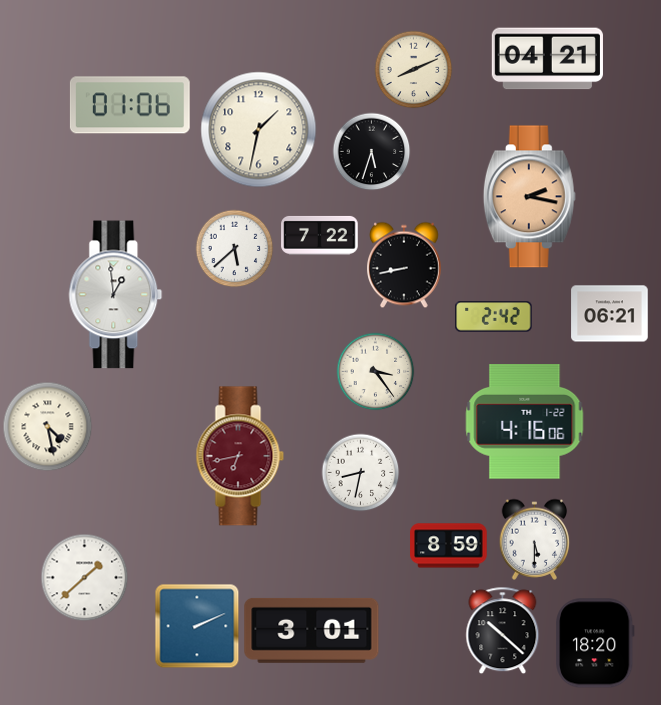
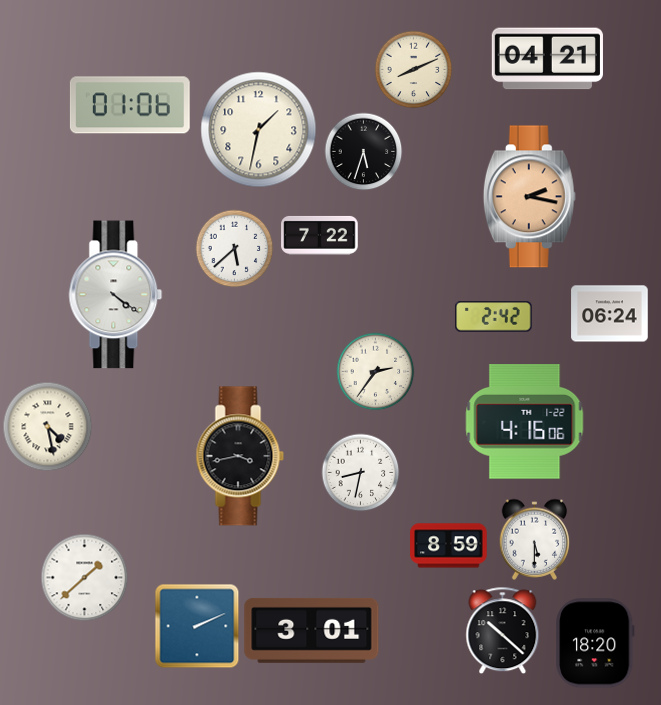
clock at (371, 151) position: (371, 151) -> (363, 151)
clock at (405, 265): 8:43 -> none
clock at (116, 295): 12:59 -> 4:21
clock at (610, 314): 06:21 -> 06:24
clock at (375, 371): 3:24 -> 2:36
clock at (240, 456): 6:43 -> 3:43
clock at (240, 456) dial: burgundy -> black
